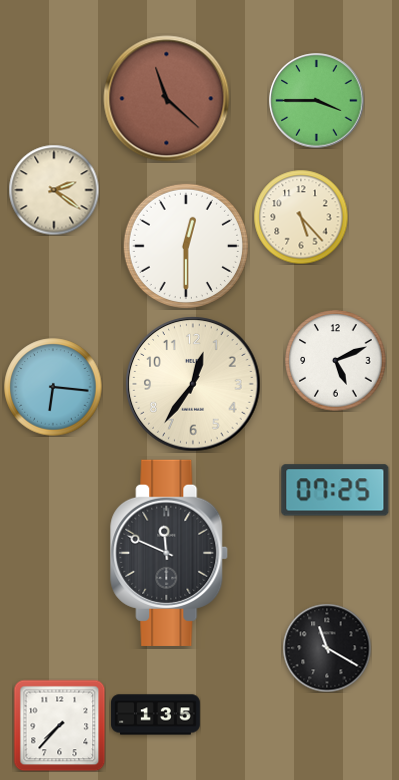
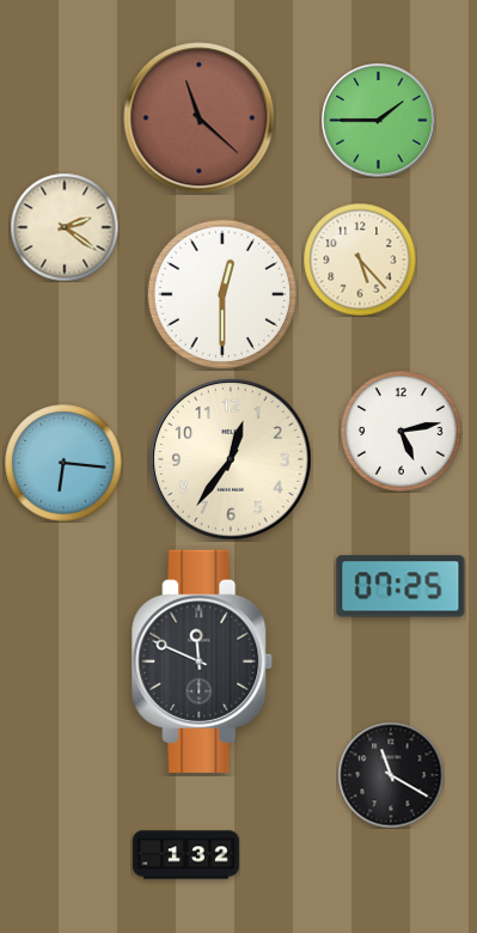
clock at (317, 101): 3:45 -> 1:45
clock at (336, 361): 5:11 -> 5:13
clock at (156, 715): 1:35 -> 1:32
clock at (59, 725): 7:37 -> none
